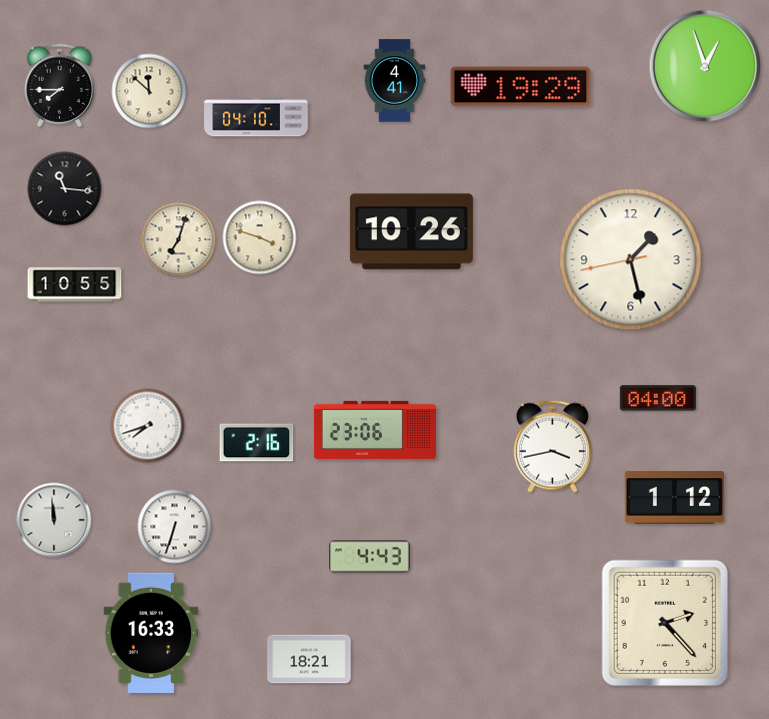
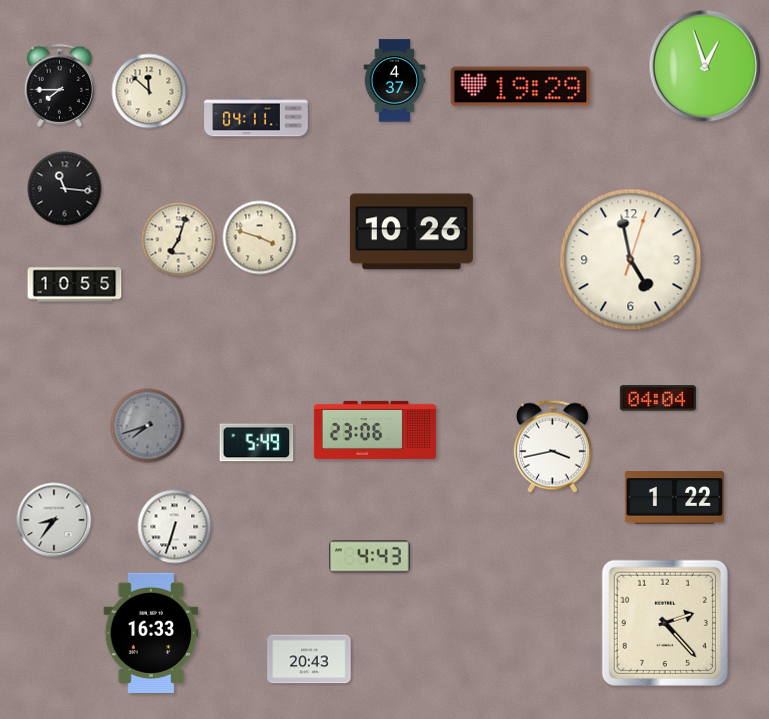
clock at (395, 81): 4:41 -> 4:37
clock at (256, 117): 04:10 -> 04:11
clock at (631, 260): 1:27 -> 4:58
clock at (657, 398): 04:00 -> 04:04
clock at (148, 426) dial: white -> grey
clock at (257, 443): 2:16 -> 5:49
clock at (674, 498): 1:12 -> 1:22
clock at (54, 520): 11:59 -> 8:36
clock at (309, 659): 18:21 -> 20:43
